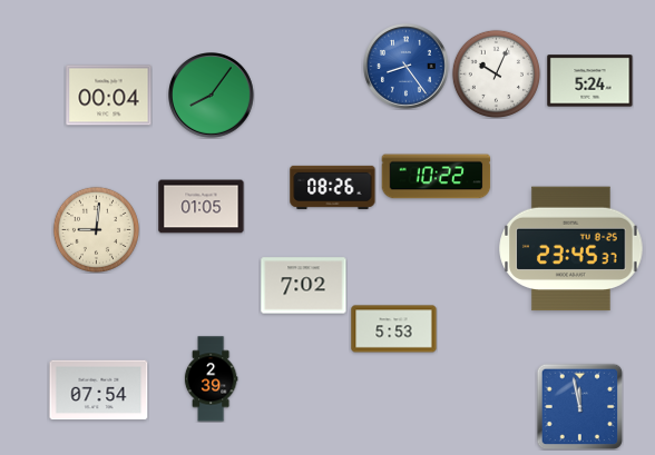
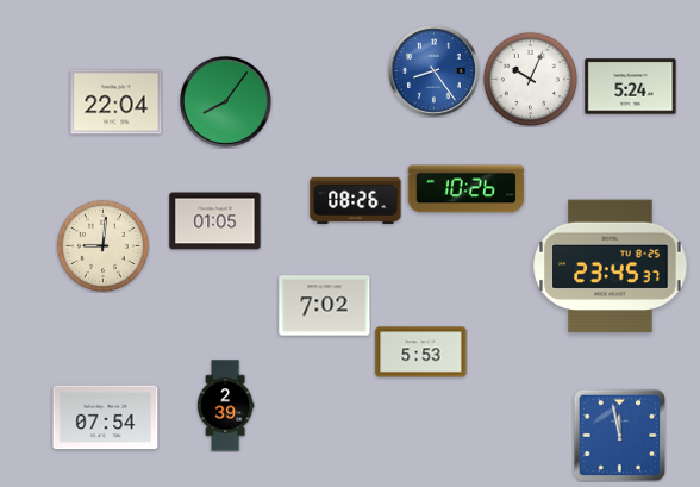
clock at (109, 96): 00:04 -> 22:04
clock at (437, 177): 10:22 -> 10:26
